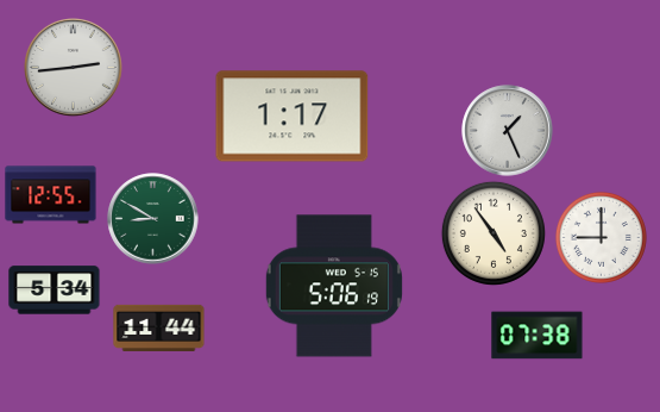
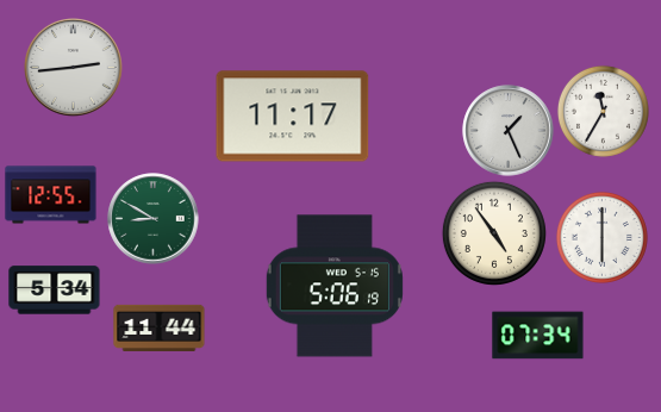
clock at (603, 111): none -> 11:35
clock at (293, 117): 1:17 -> 11:17
clock at (601, 237): 9:00 -> 6:00
clock at (538, 336): 07:38 -> 07:34
